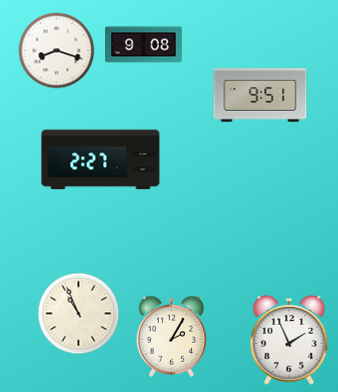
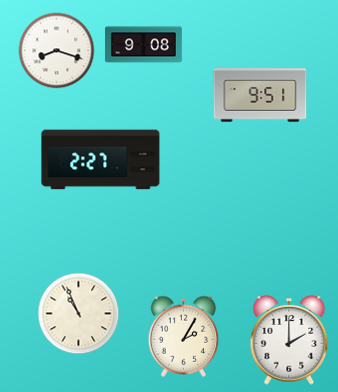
clock at (172, 336) position: (172, 336) -> (184, 336)
clock at (289, 340): 1:56 -> 2:00
